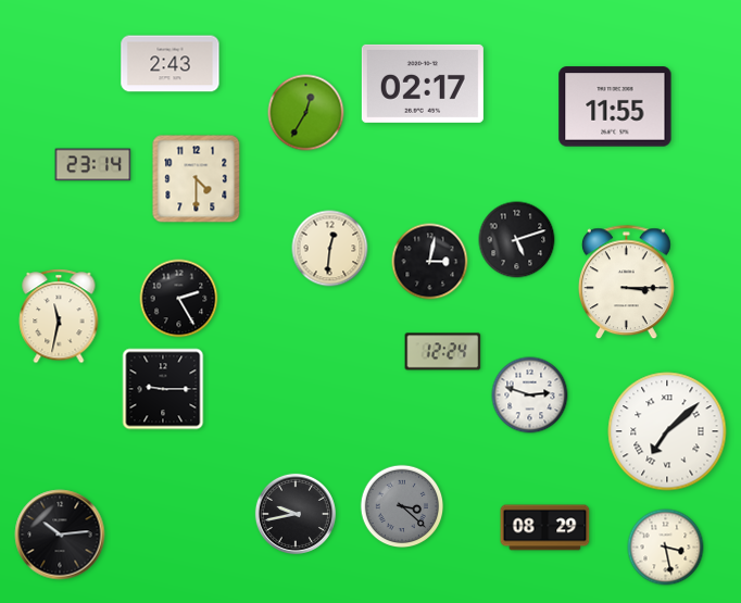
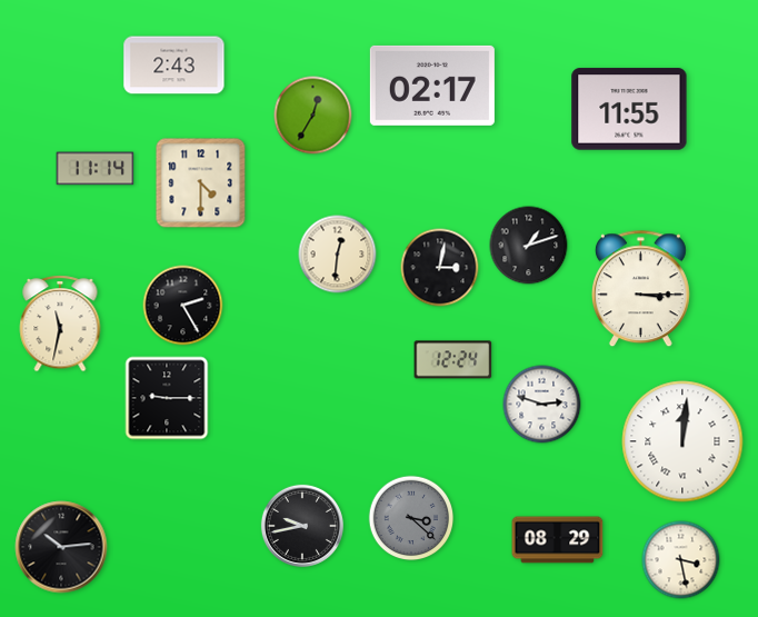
clock at (93, 165): 23:14 -> 11:14
clock at (517, 240): 5:12 -> 1:12
clock at (667, 431): 7:08 -> 12:01
